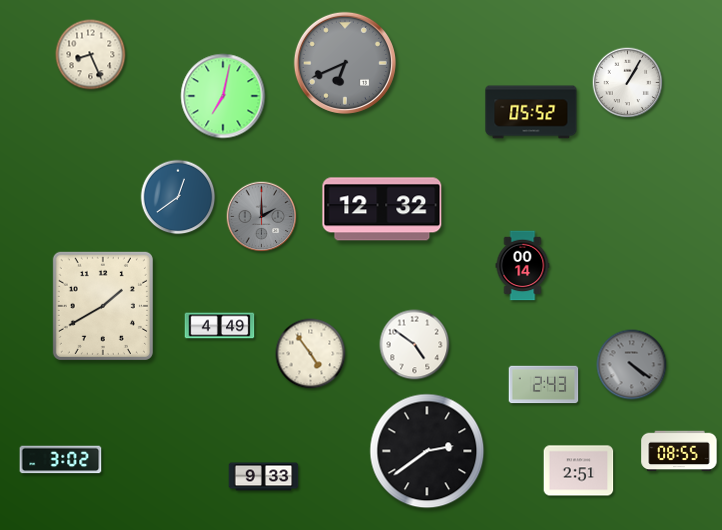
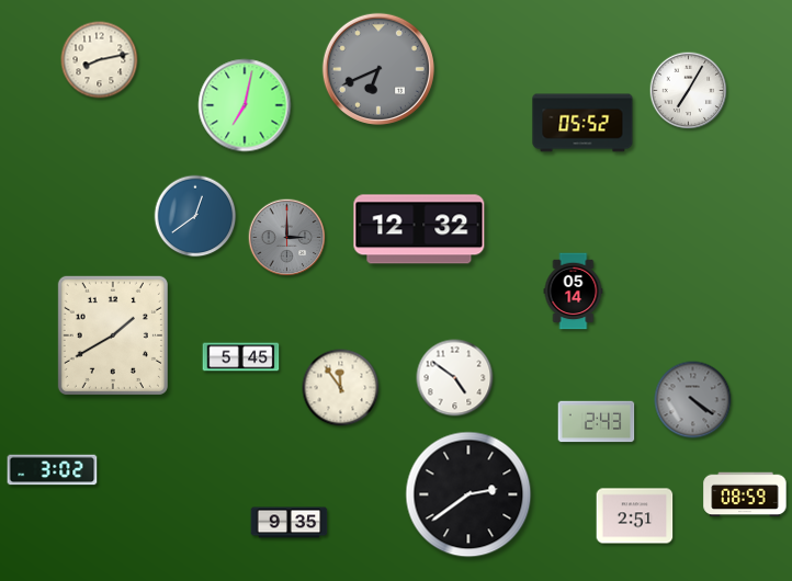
clock at (91, 55): 8:26 -> 8:13
clock at (628, 83): 1:05 -> 7:05
clock at (262, 217): 2:00 -> 3:00
clock at (523, 266): 00:14 -> 05:14
clock at (220, 326): 4:49 -> 5:45
clock at (311, 354): 4:54 -> 11:54
clock at (679, 451): 08:55 -> 08:59
clock at (61, 460) position: (61, 460) -> (53, 470)
clock at (264, 477): 9:33 -> 9:35
